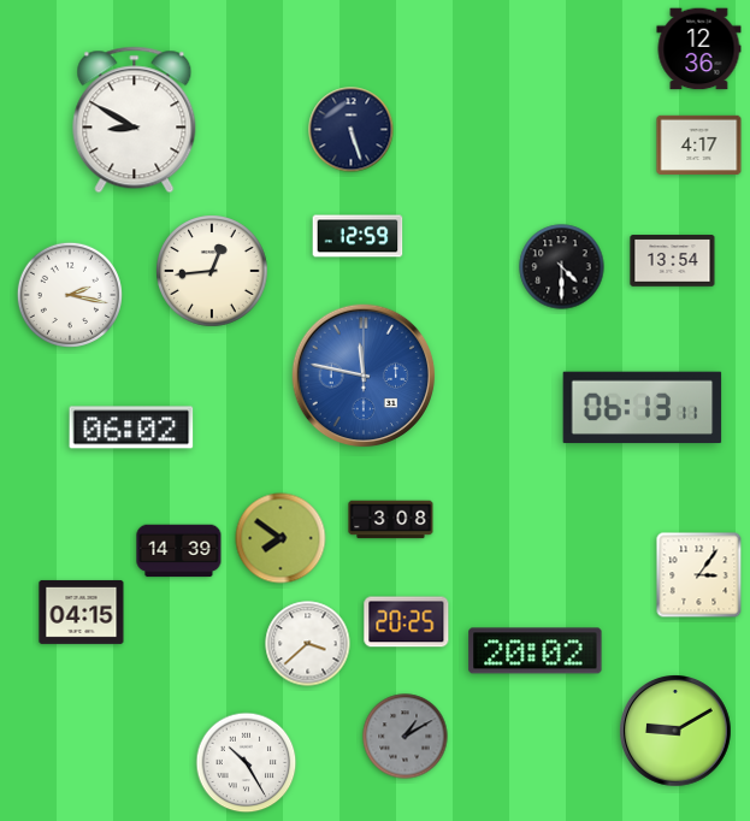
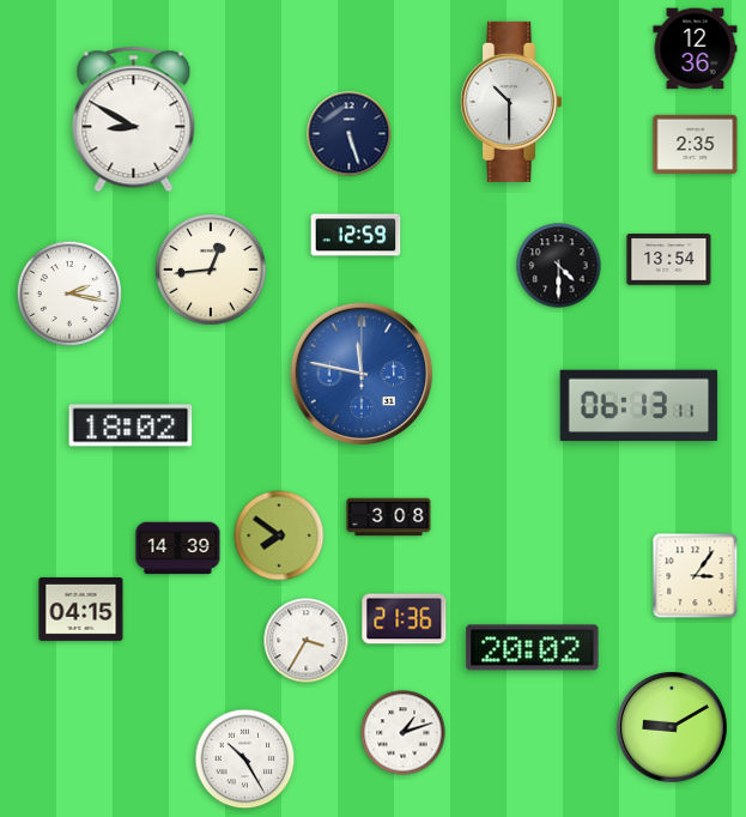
clock at (513, 102): none -> 10:30
clock at (352, 130) position: (352, 130) -> (350, 134)
clock at (699, 144): 4:17 -> 2:35
clock at (131, 427): 06:02 -> 18:02
clock at (699, 575) position: (699, 575) -> (696, 576)
clock at (407, 622): 20:25 -> 21:36
clock at (308, 644): 3:38 -> 3:35
clock at (406, 737): 1:10 -> 1:12
clock at (406, 737) dial: grey -> white
